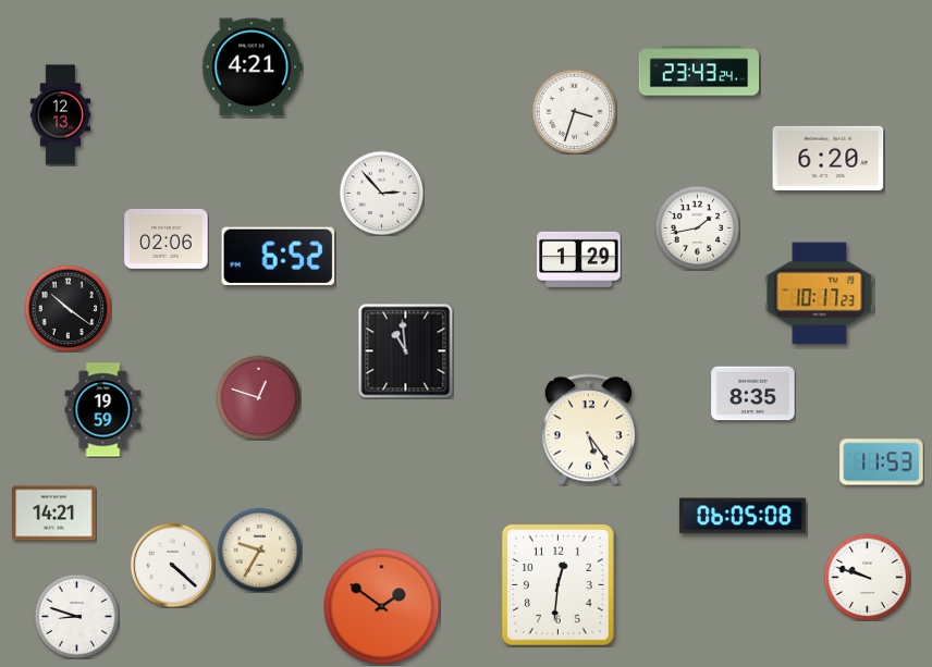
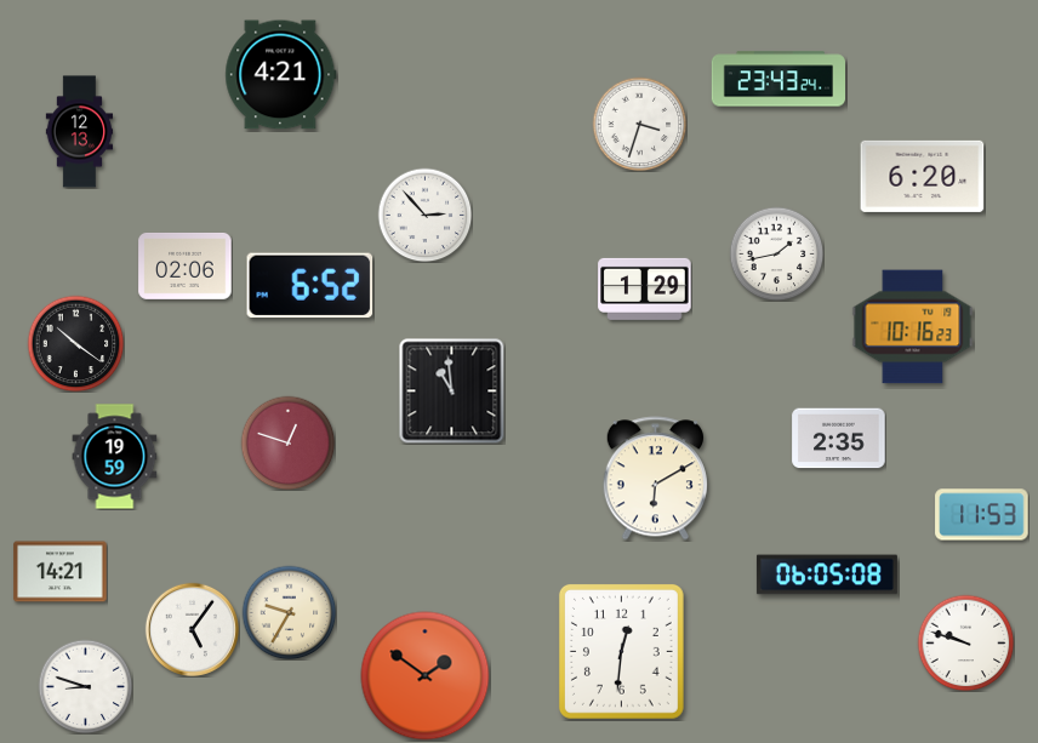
clock at (61, 115) position: (61, 115) -> (80, 132)
clock at (820, 294): 10:17 -> 10:16
clock at (753, 394): 8:35 -> 2:35
clock at (588, 430): 5:24 -> 6:10
clock at (172, 565): 4:22 -> 5:06
